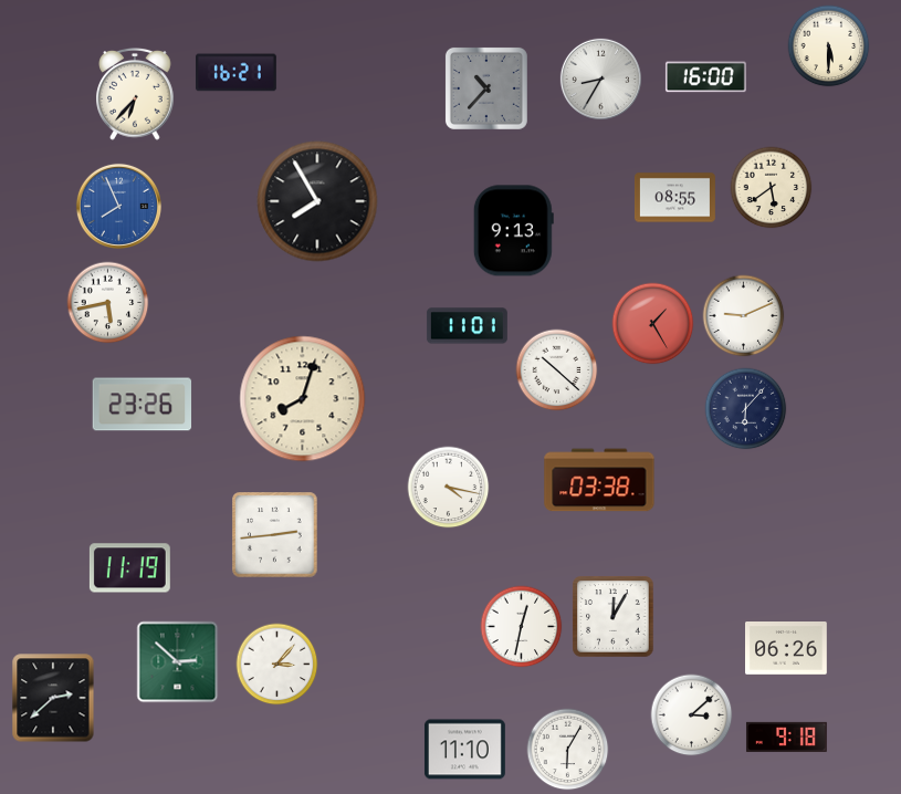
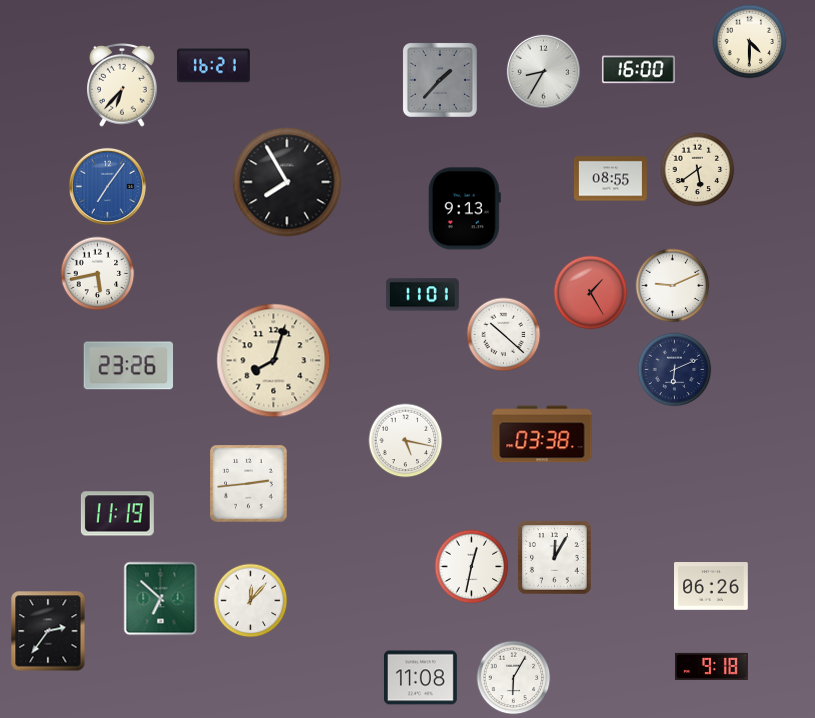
clock at (829, 46): 5:30 -> 4:30
clock at (486, 88): 10:37 -> 1:37
clock at (118, 206): 7:56 -> 7:06
clock at (746, 409): 6:07 -> 6:11
clock at (449, 488): 4:17 -> 5:17
clock at (178, 662): 2:52 -> 6:52
clock at (277, 665): 3:07 -> 12:07
clock at (53, 698): 2:38 -> 2:36
clock at (692, 715): 3:08 -> none
clock at (464, 750): 11:10 -> 11:08
